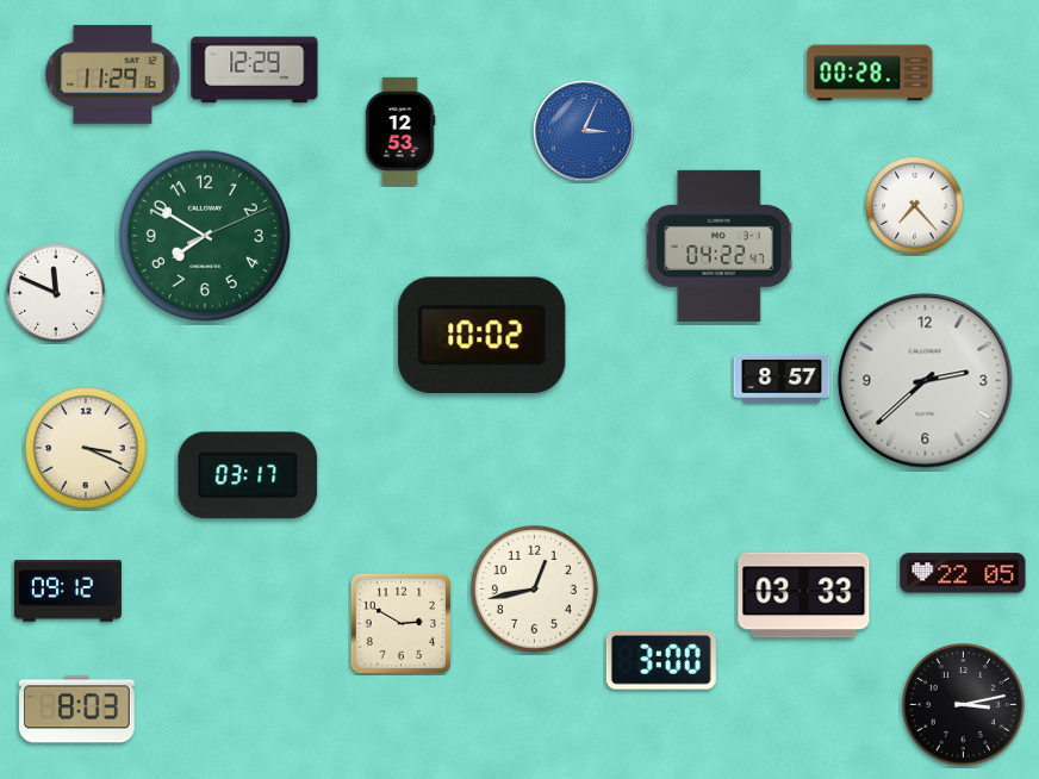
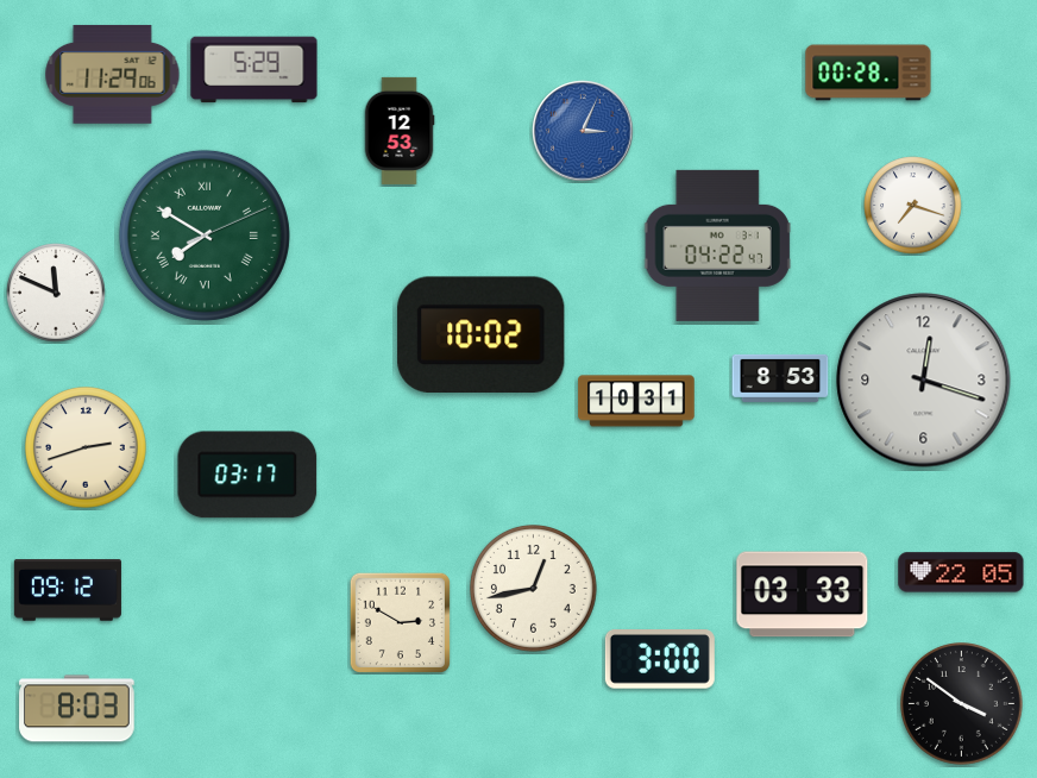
clock at (255, 70): 12:29 -> 5:29
clock at (113, 74): 11:29:16 -> 11:29:06
clock at (915, 206): 7:23 -> 7:18
clock at (205, 236) numerals: Arabic -> Roman
clock at (782, 379): 8:57 -> 8:53
clock at (926, 381): 2:38 -> 12:18
clock at (636, 401): none -> 10:31
clock at (87, 449): 3:19 -> 2:42
clock at (964, 705): 3:13 -> 3:51
